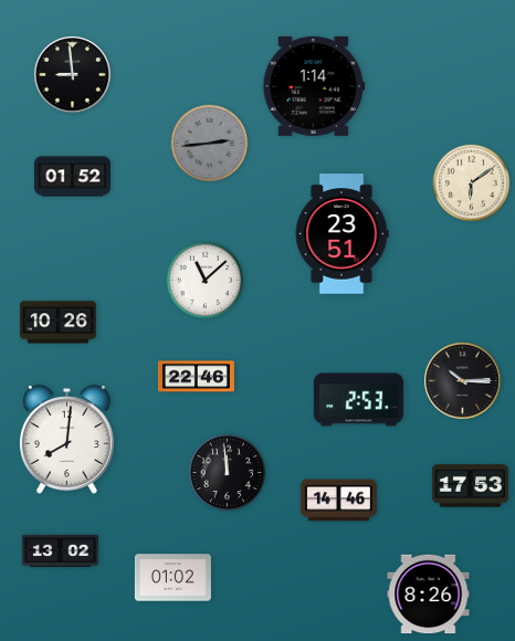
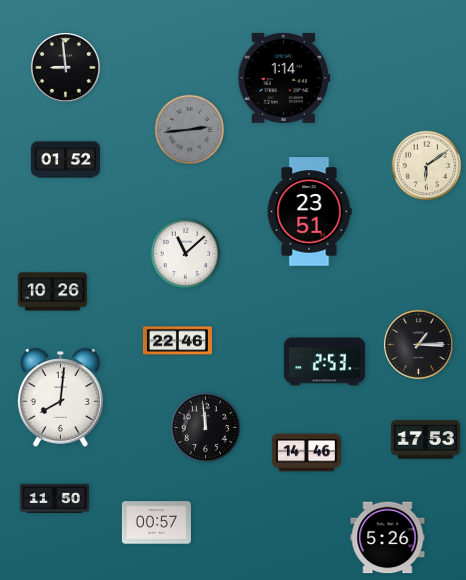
clock at (463, 381): 10:15 -> 1:15
clock at (60, 550): 13:02 -> 11:50
clock at (172, 578): 01:02 -> 00:57
clock at (429, 595): 8:26 -> 5:26
